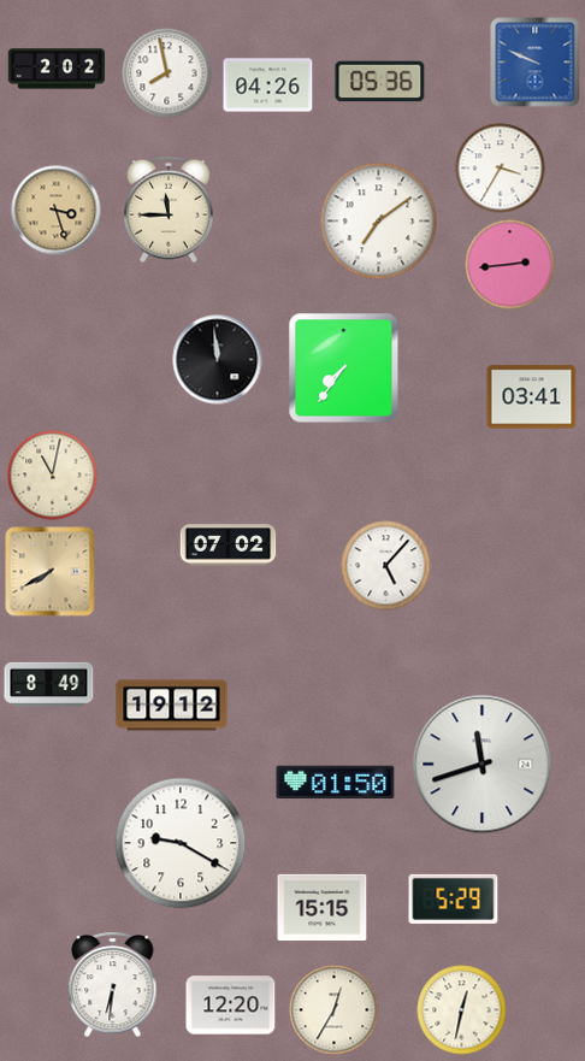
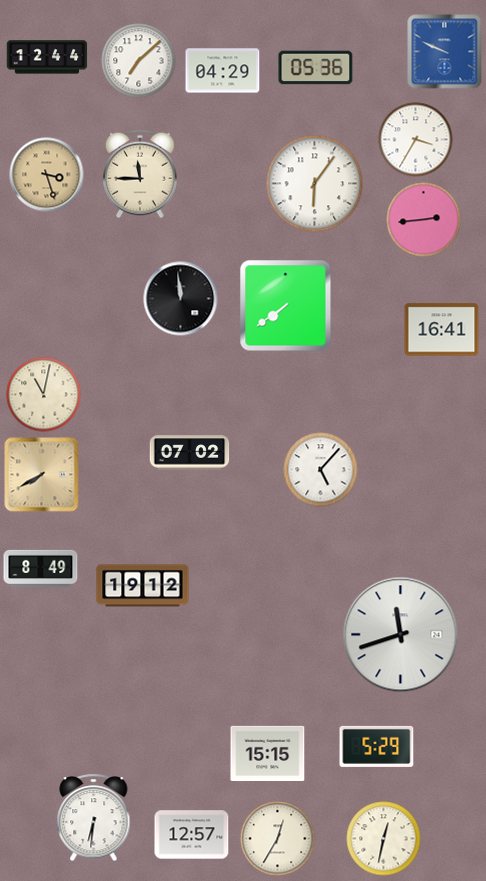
clock at (57, 69): 2:02 -> 12:44
clock at (167, 73): 7:58 -> 7:08
clock at (268, 86): 04:26 -> 04:29
clock at (379, 222): 7:09 -> 6:06
clock at (344, 369): 7:36 -> 7:39
clock at (532, 397): 03:41 -> 16:41
clock at (336, 783): 01:50 -> none
clock at (181, 843): 9:20 -> none
clock at (231, 1006): 12:20 -> 12:57
